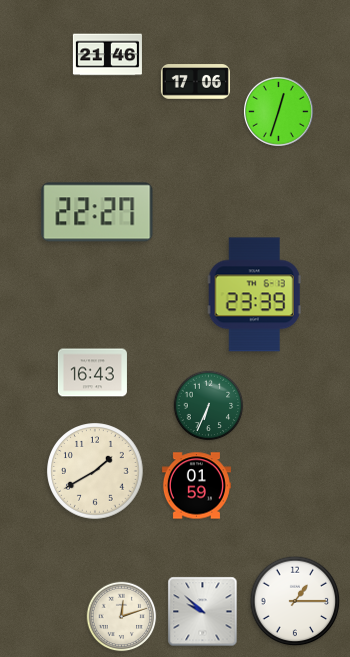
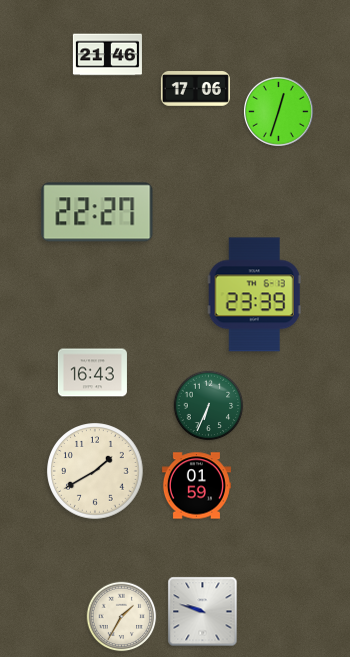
clock at (195, 82) position: (195, 82) -> (195, 89)
clock at (295, 601): 1:15 -> none
clock at (203, 612): 9:52 -> 9:48
clock at (122, 617): 12:12 -> 1:35
